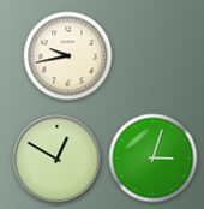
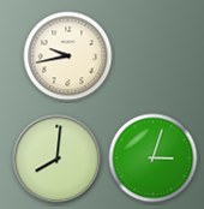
clock at (58, 160): 12:50 -> 8:01
